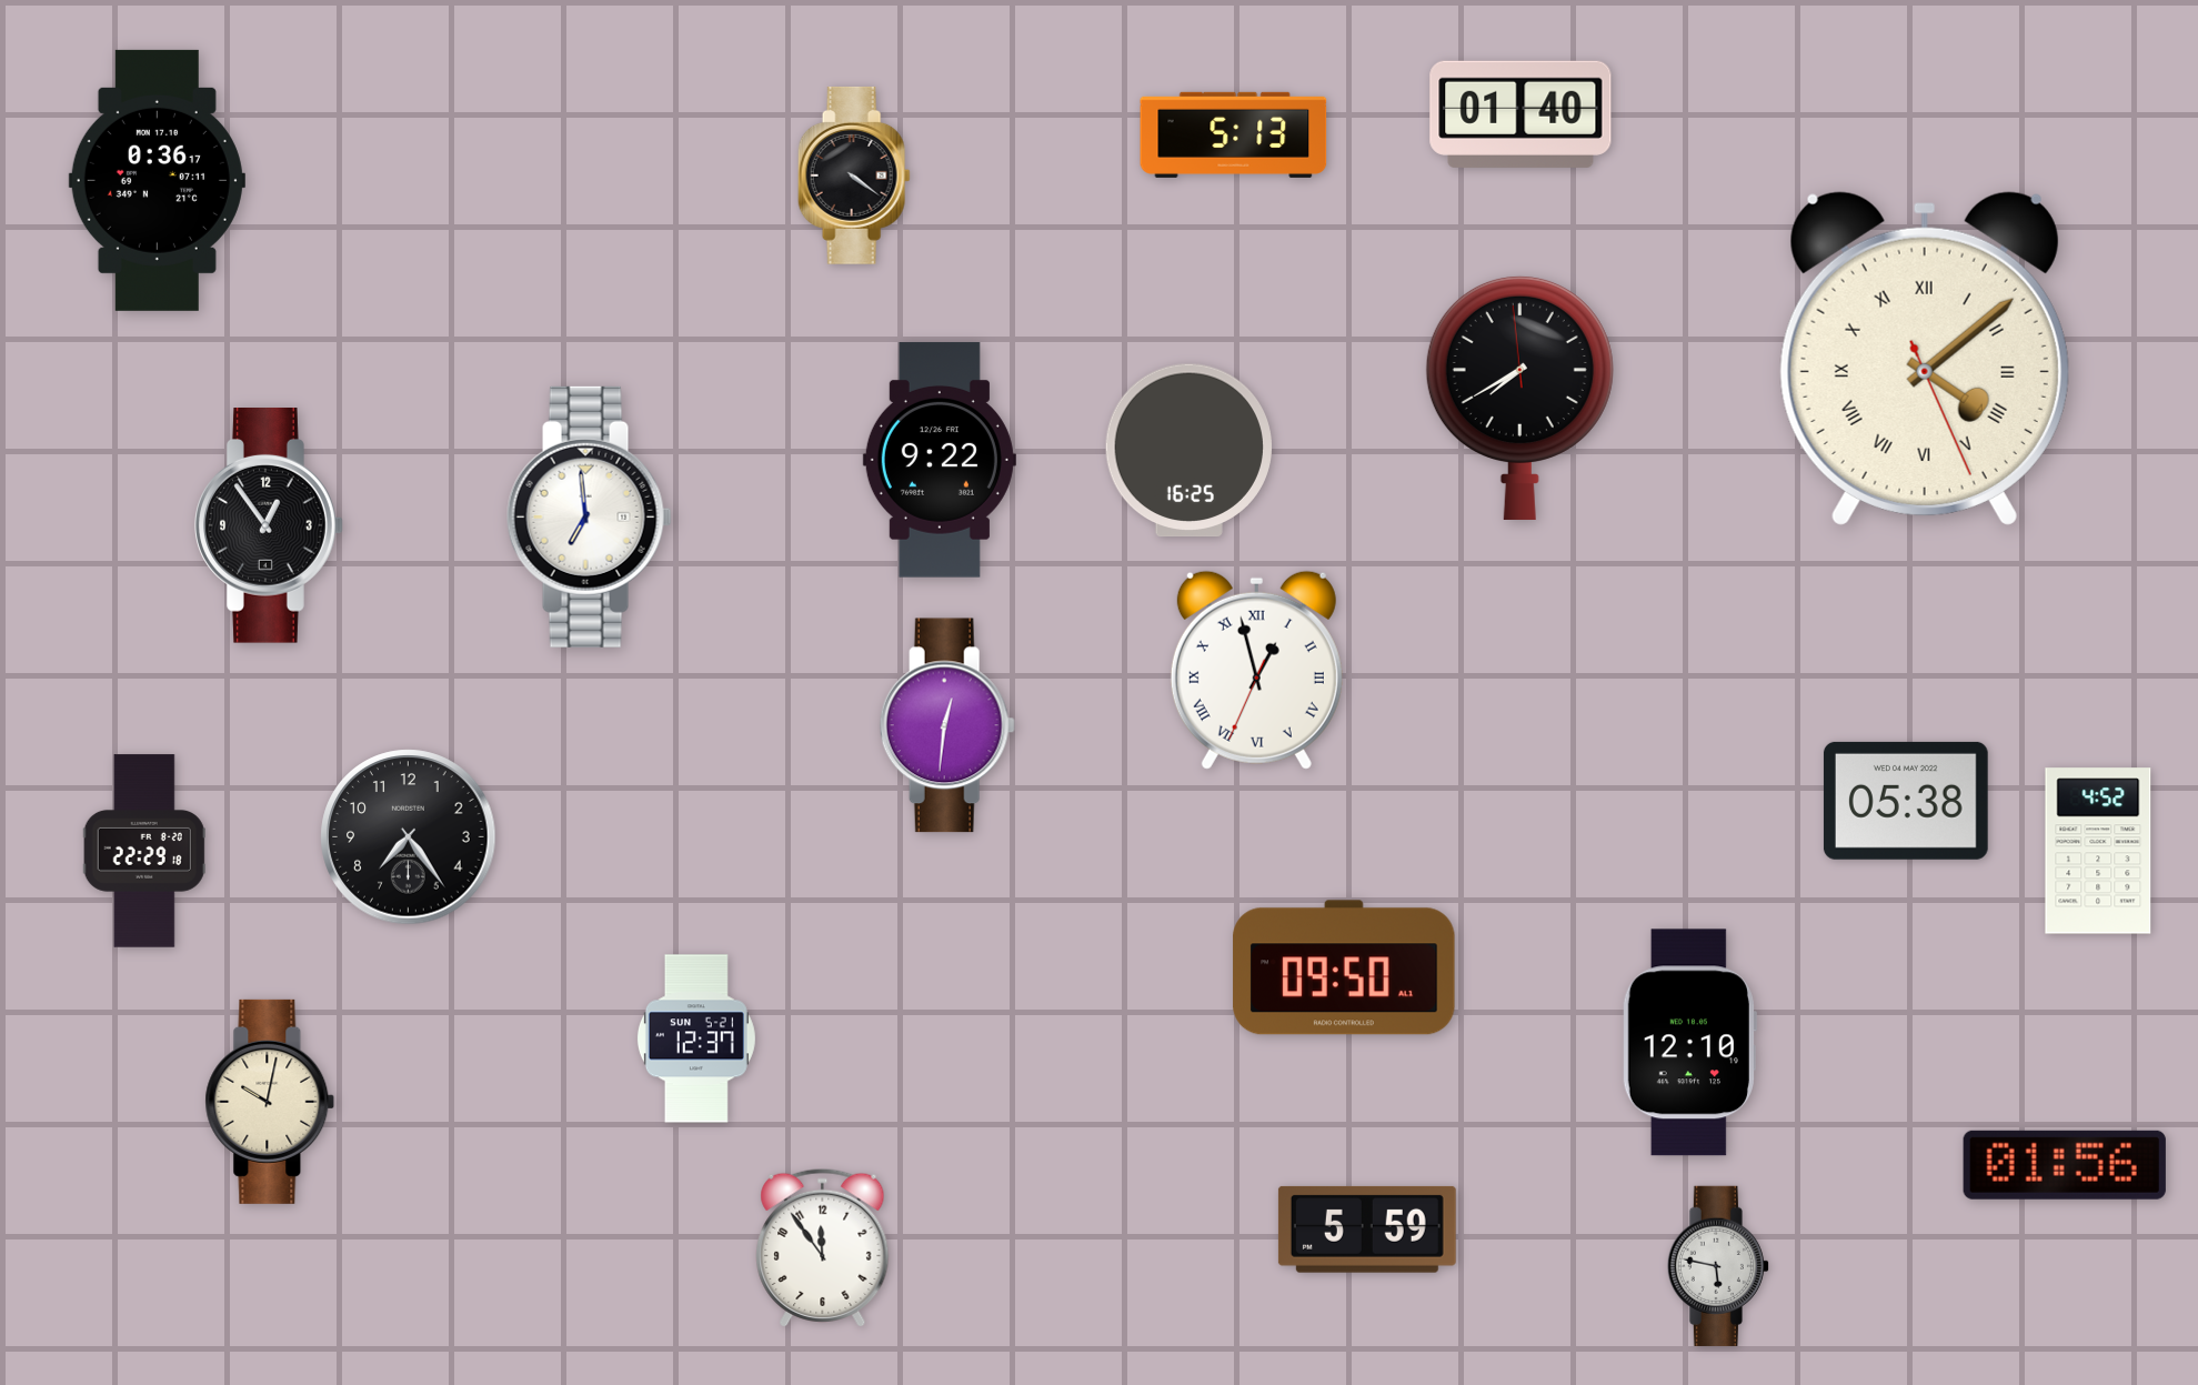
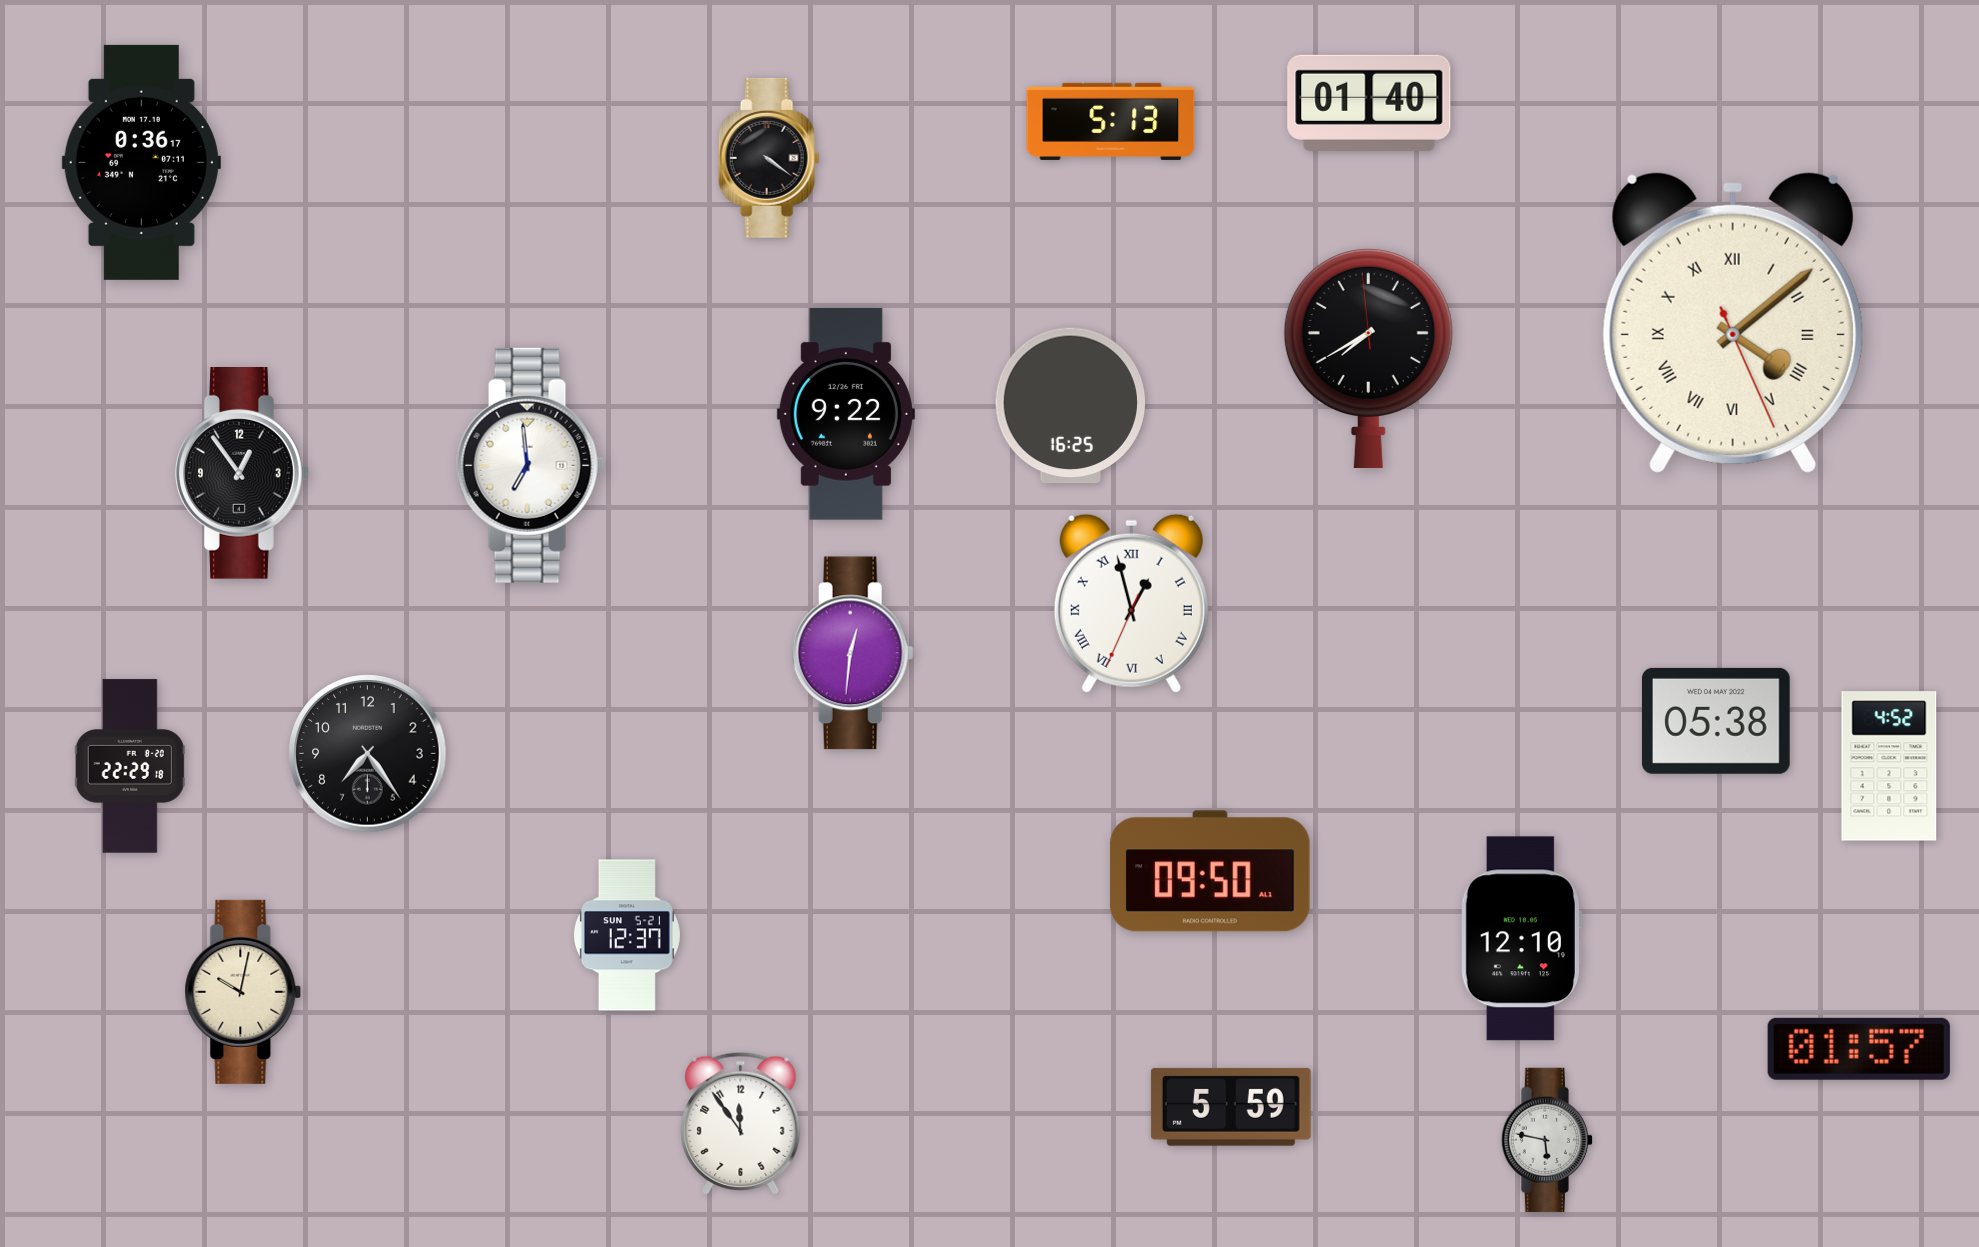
clock at (2065, 1165): 01:56 -> 01:57
